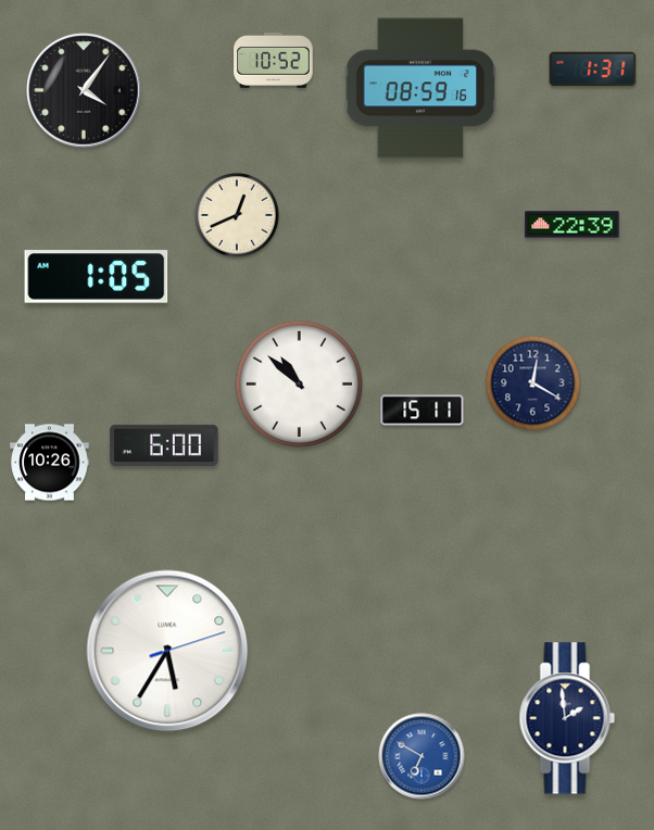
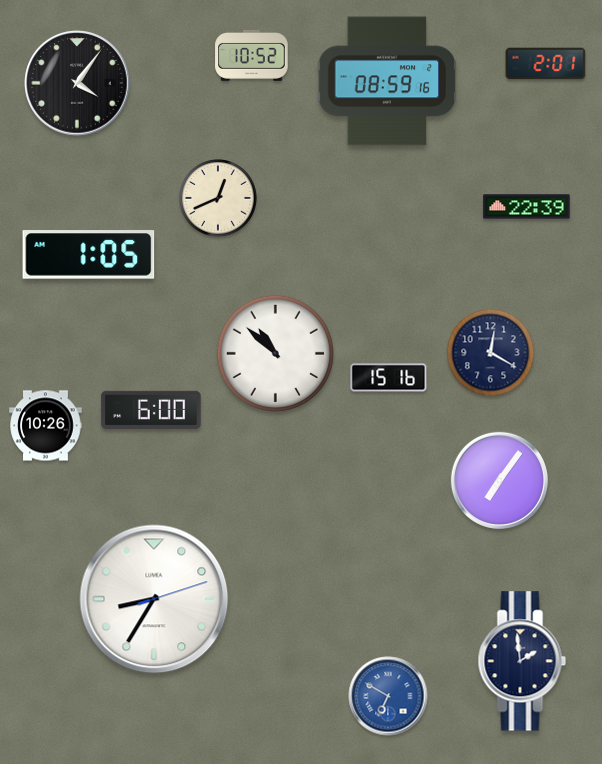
clock at (593, 70): 1:31 -> 2:01
clock at (423, 411): 15:11 -> 15:16
clock at (499, 480): none -> 7:06
clock at (167, 651): 5:35 -> 8:35
